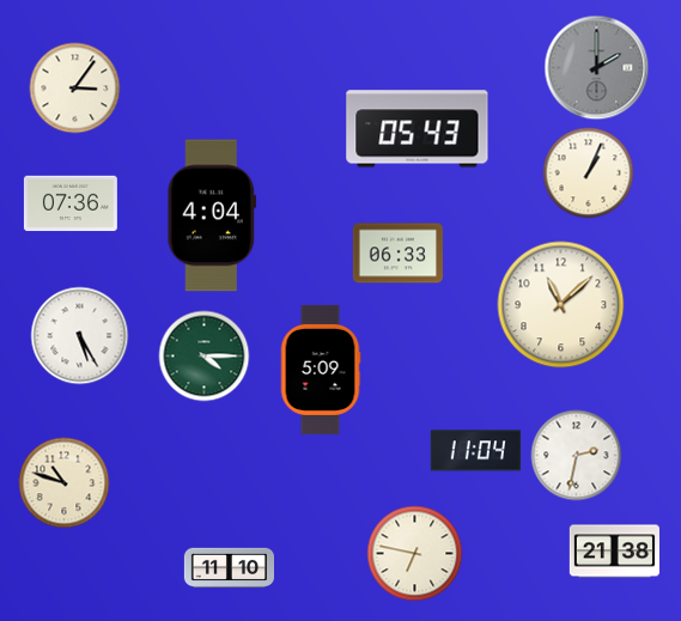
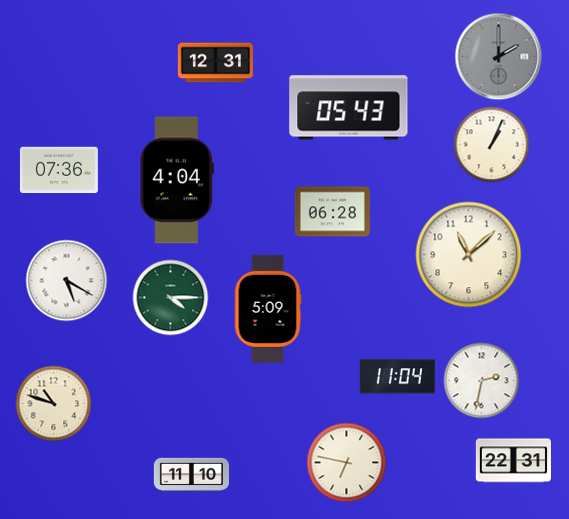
clock at (215, 63): none -> 12:31
clock at (75, 89): 3:06 -> none
clock at (397, 254): 06:33 -> 06:28
clock at (80, 336): 5:25 -> 5:20
clock at (614, 552): 21:38 -> 22:31
